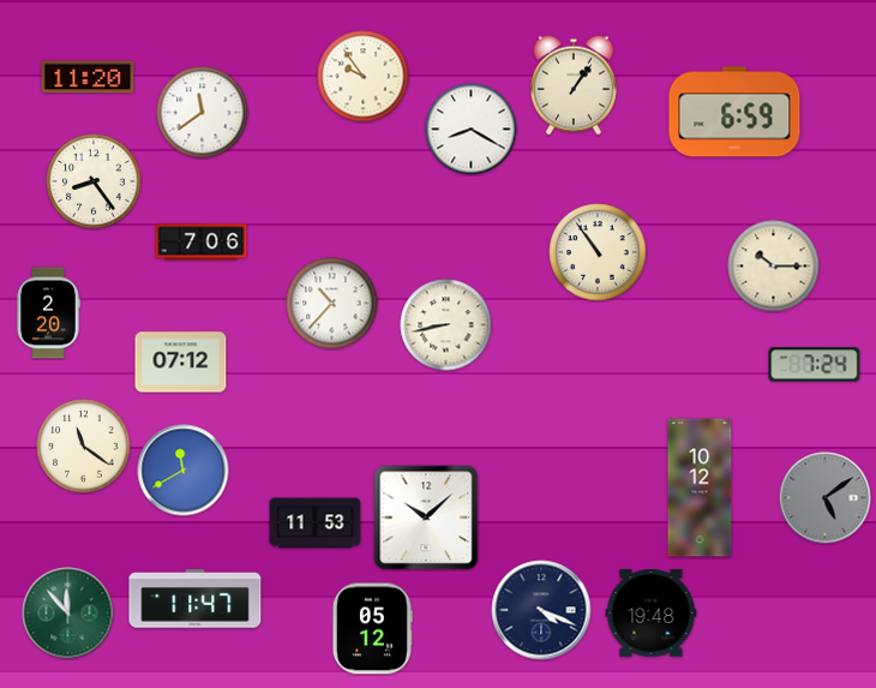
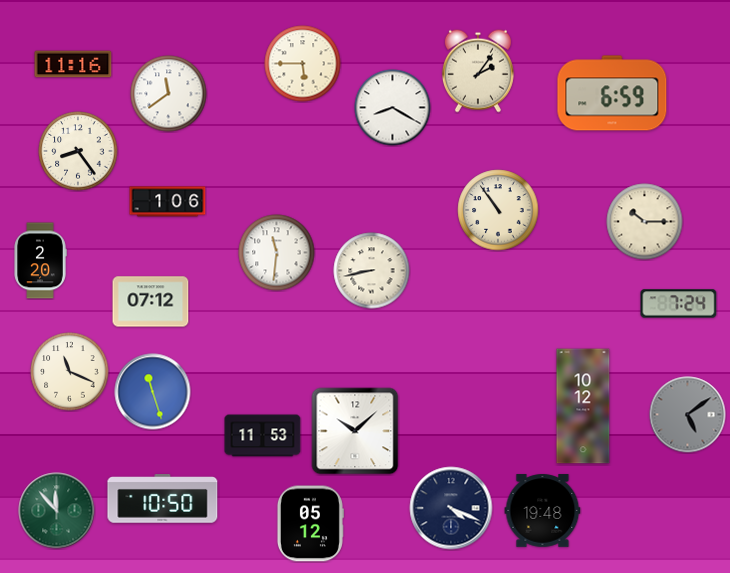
clock at (88, 77): 11:20 -> 11:16
clock at (364, 77): 9:54 -> 5:45
clock at (574, 85): 1:06 -> 2:06
clock at (202, 243): 7:06 -> 1:06
clock at (332, 304): 10:37 -> 11:31
clock at (84, 447): 11:21 -> 11:19
clock at (184, 471): 11:40 -> 11:27
clock at (196, 599): 11:47 -> 10:50
